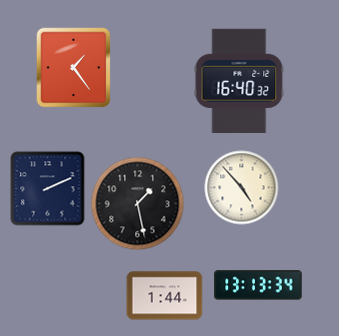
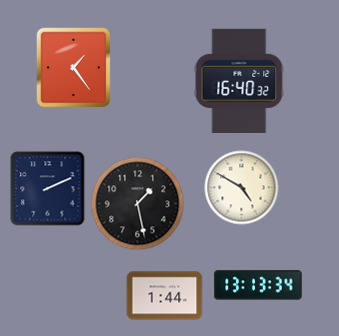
clock at (242, 188): 4:53 -> 4:50
